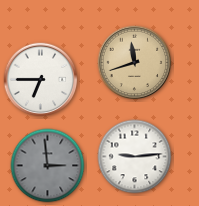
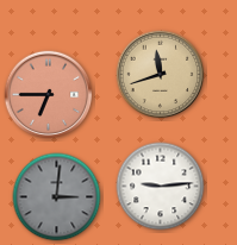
clock at (41, 80) dial: white -> salmon
clock at (48, 166): 2:59 -> 3:01
